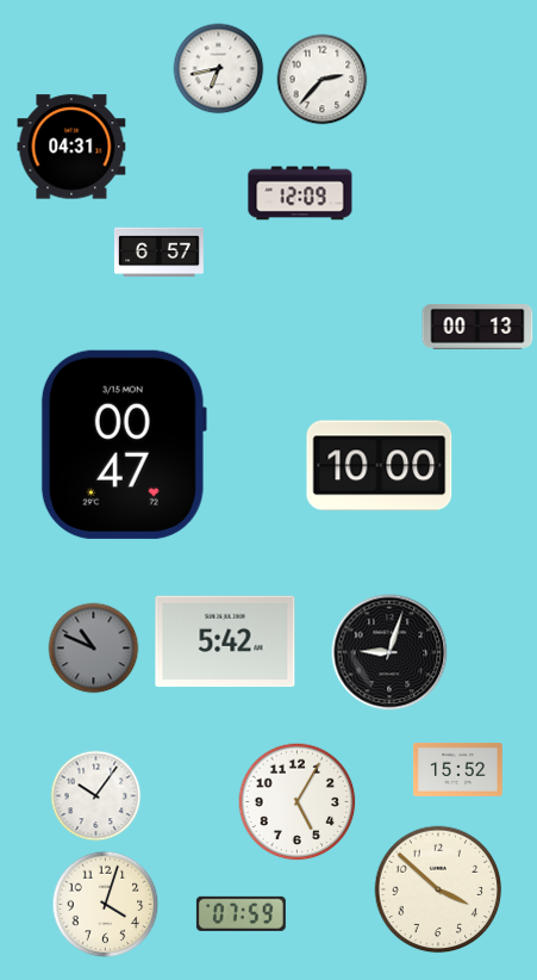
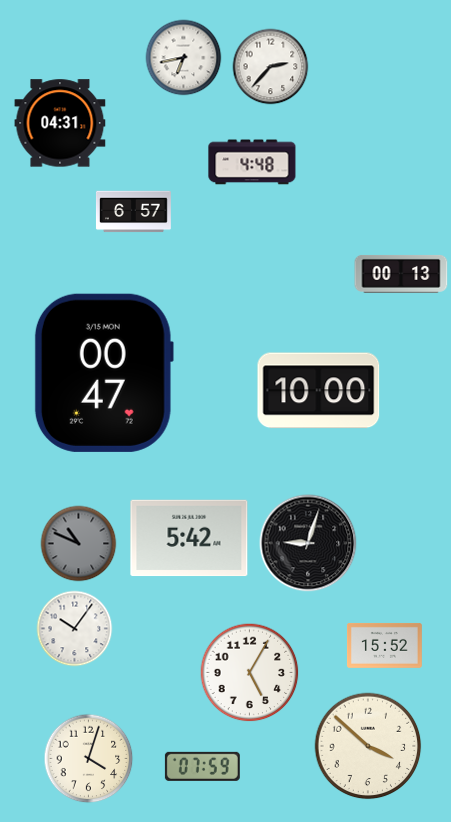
clock at (300, 193): 12:09 -> 4:48
clock at (389, 652) position: (389, 652) -> (308, 543)
clock at (96, 796) position: (96, 796) -> (75, 629)
